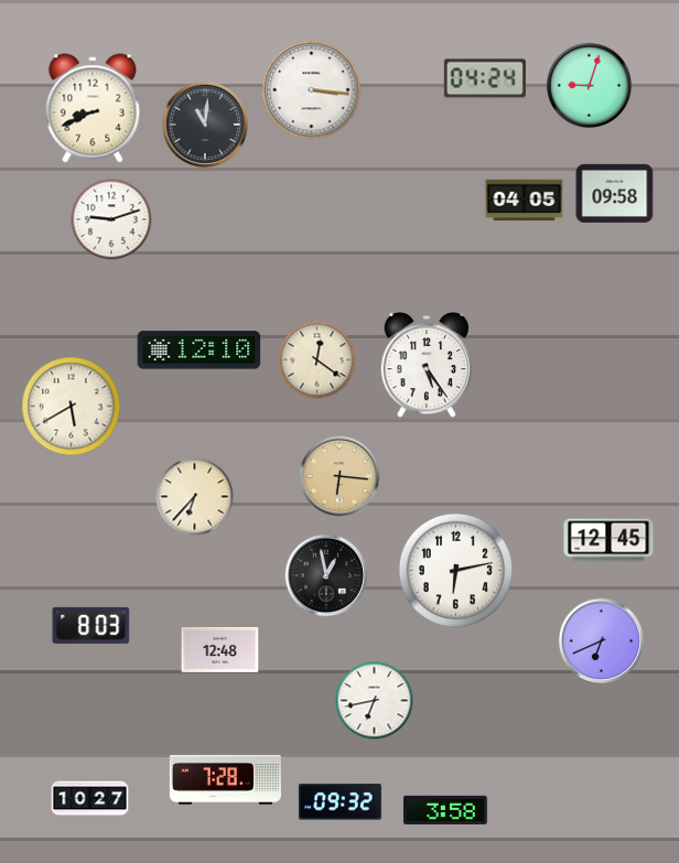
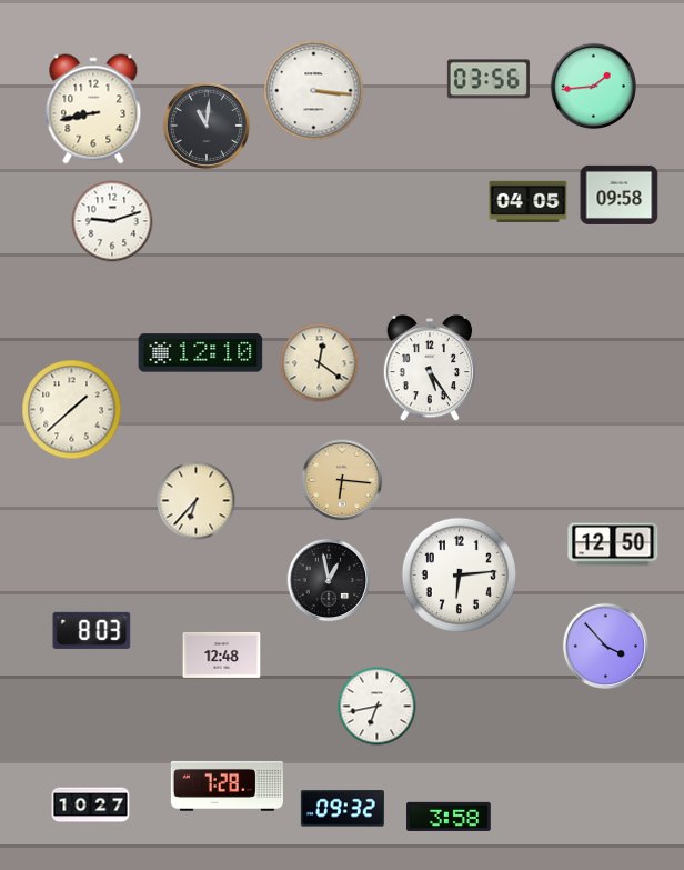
clock at (485, 78): 04:24 -> 03:56
clock at (589, 85): 9:03 -> 1:44
clock at (93, 108): 8:41 -> 8:43
clock at (72, 407): 5:40 -> 1:38
clock at (608, 540): 12:45 -> 12:50
clock at (455, 570): 6:13 -> 6:14
clock at (601, 640): 6:41 -> 3:53
